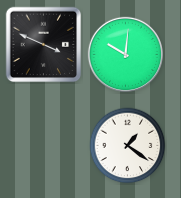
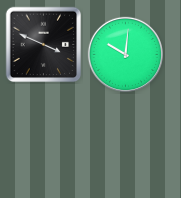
clock at (128, 146): 1:21 -> none
